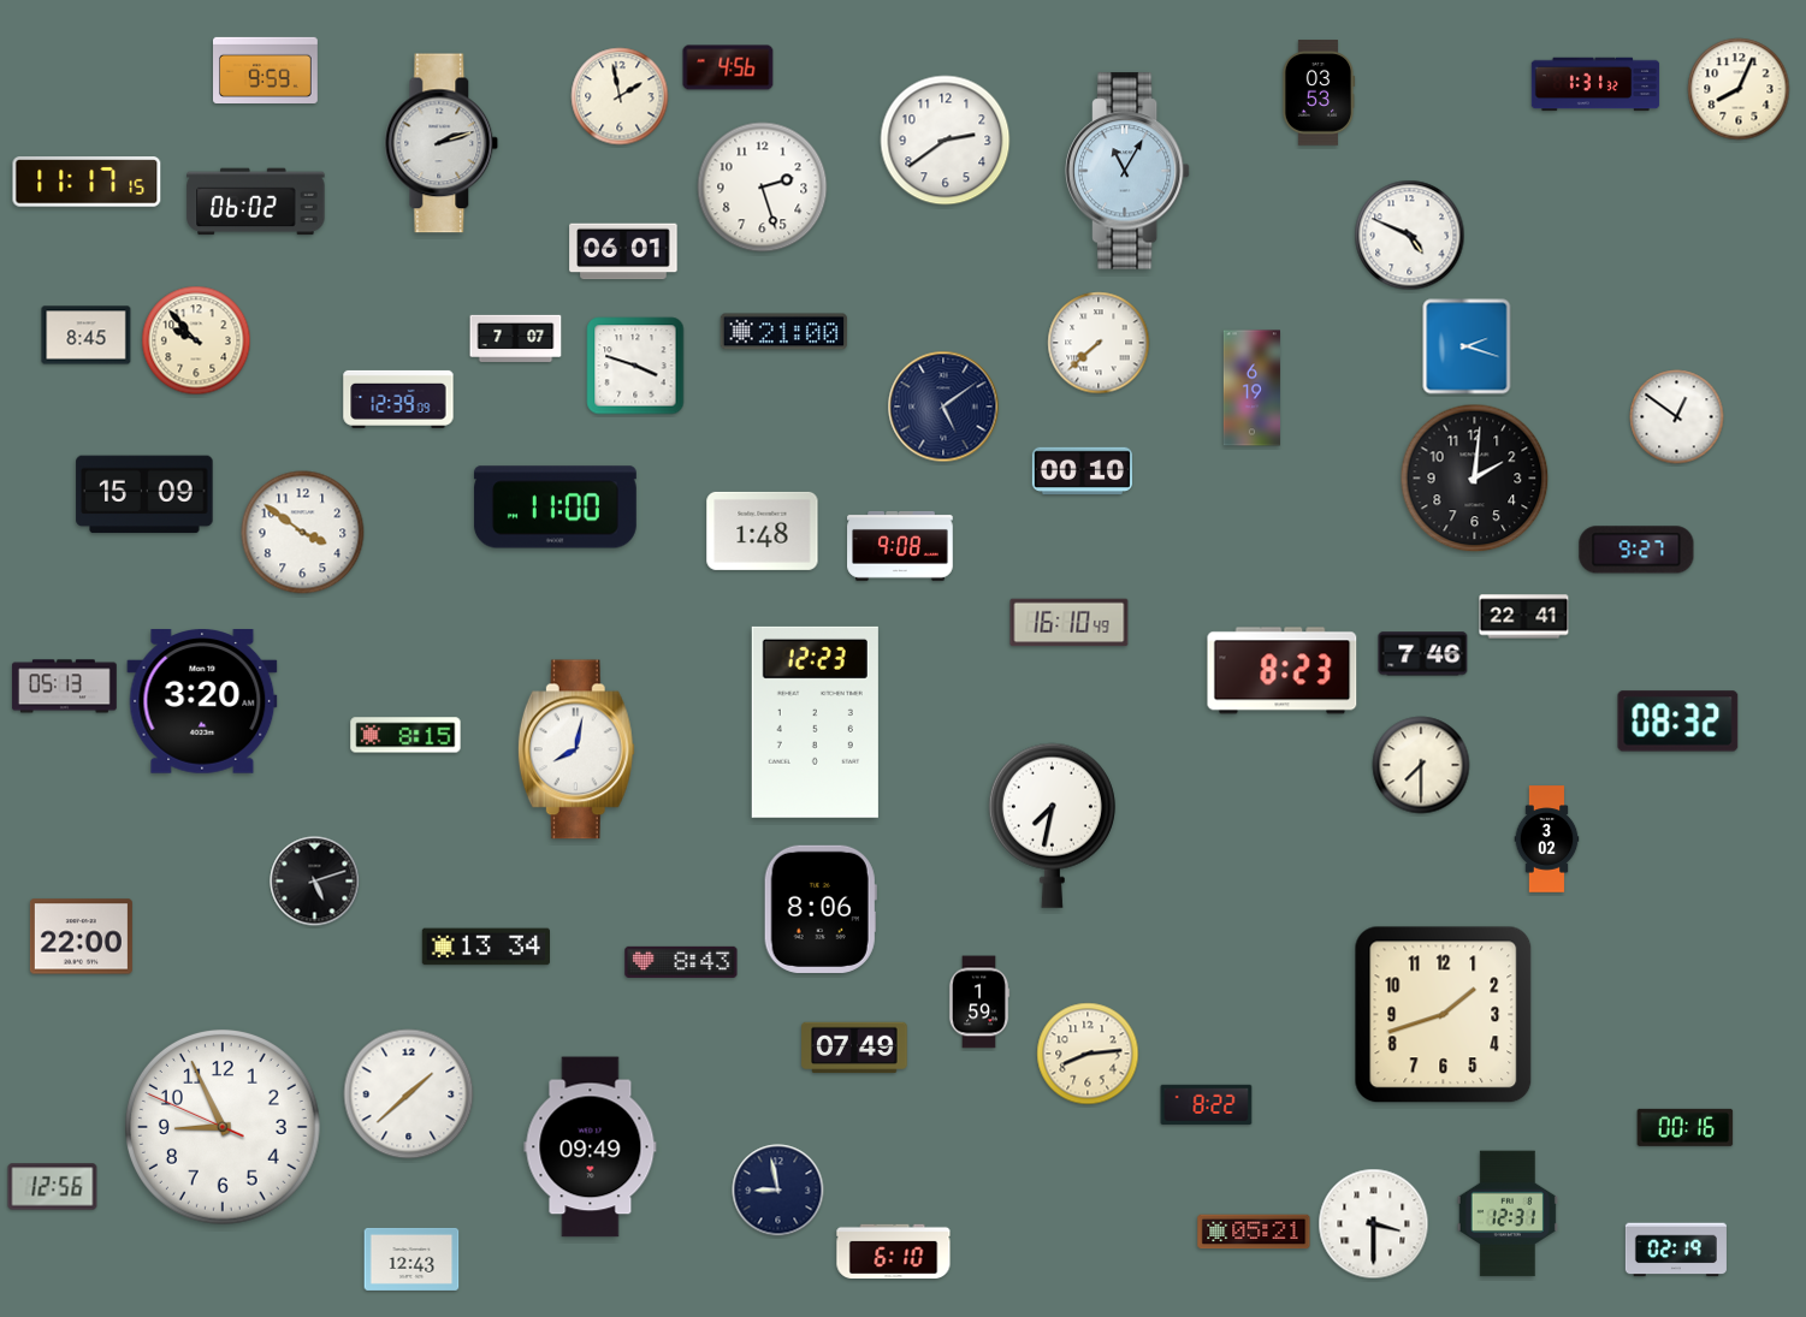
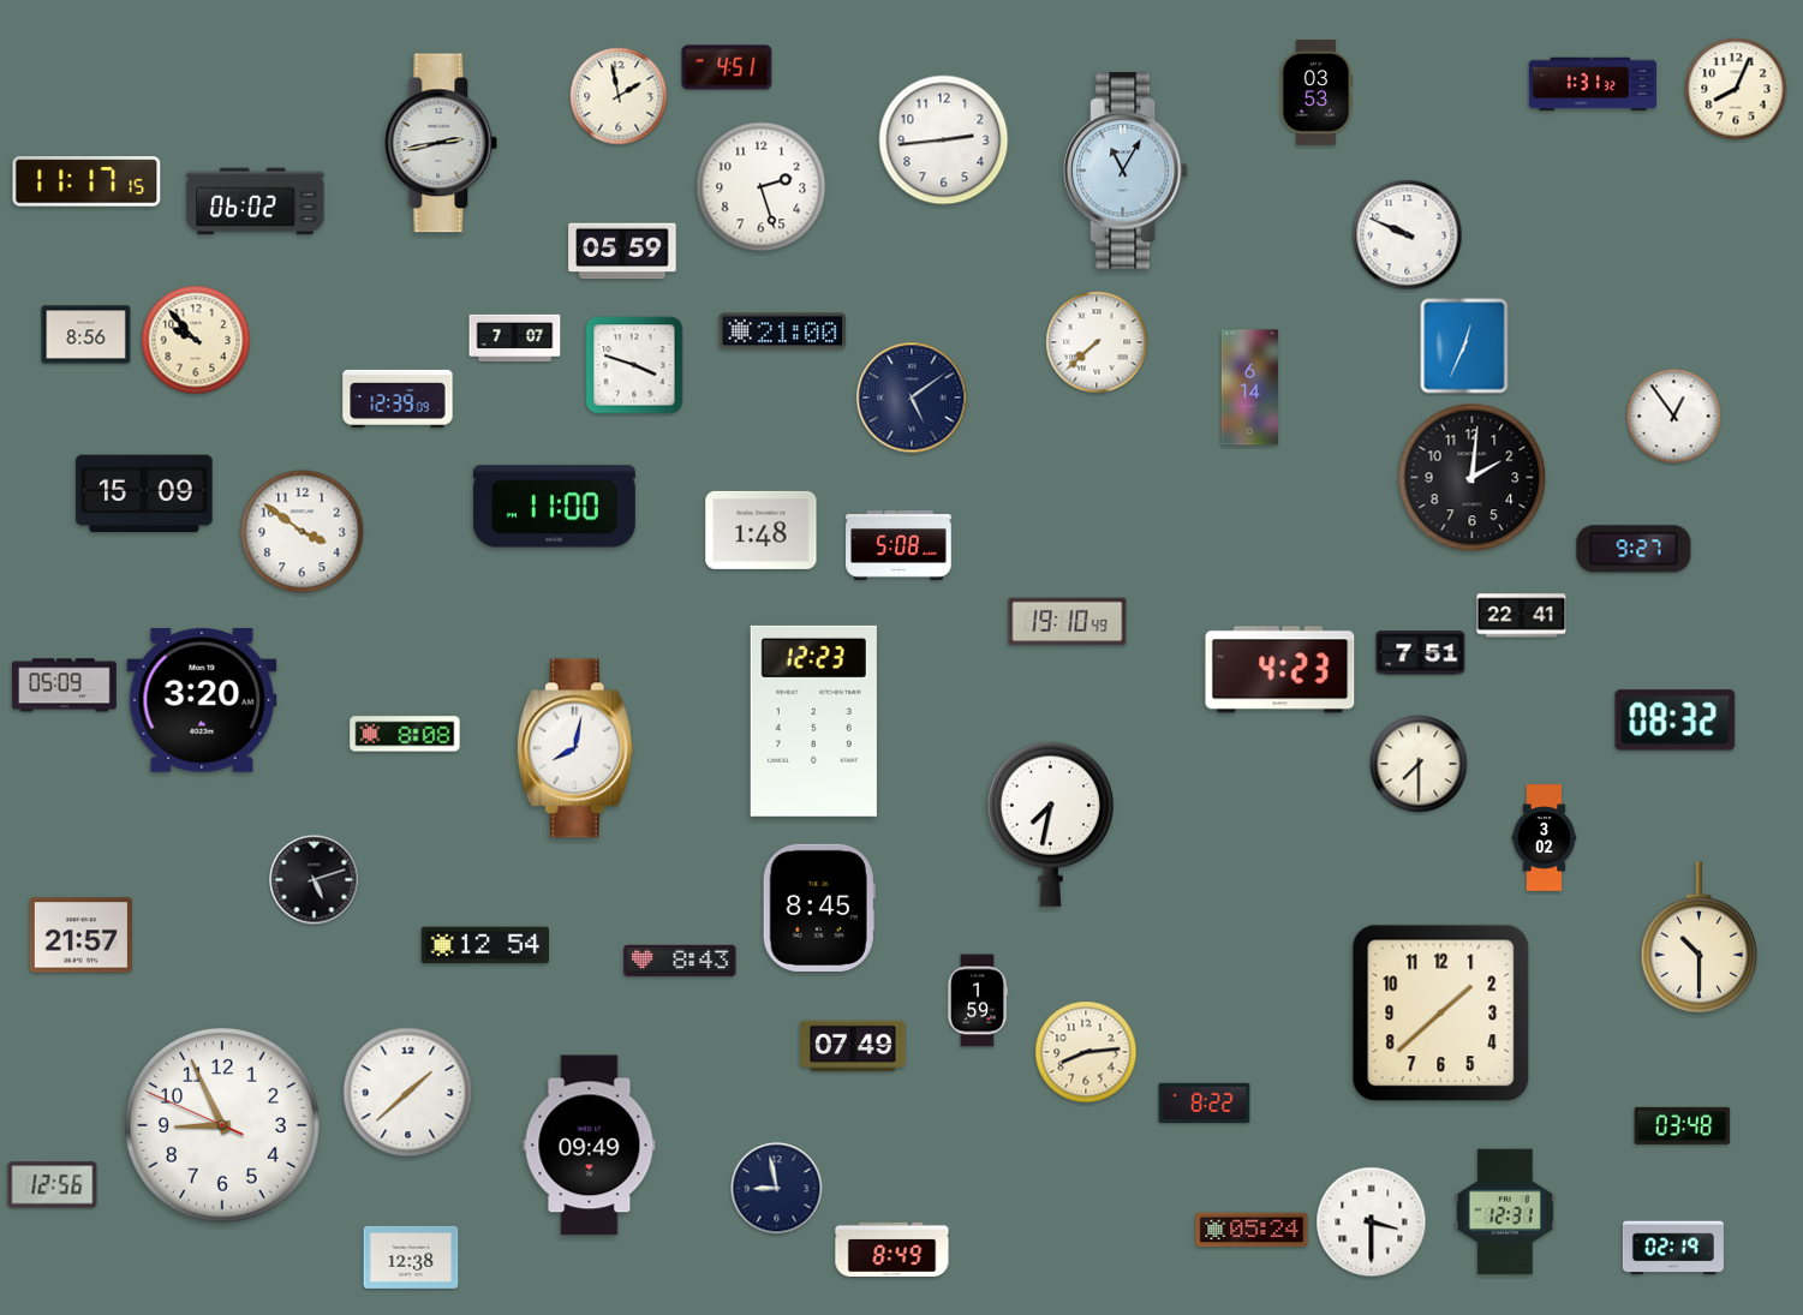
clock at (728, 67): 4:56 -> 4:51
clock at (266, 70): 9:59 -> none
clock at (946, 141): 2:39 -> 2:44
clock at (442, 143): 2:12 -> 2:43
clock at (1410, 236): 4:49 -> 9:49
clock at (623, 251): 06:01 -> 05:59
clock at (87, 336): 8:45 -> 8:56
clock at (1467, 346): 2:18 -> 12:34
clock at (1251, 388): 6:19 -> 6:14
clock at (943, 407) position: (943, 407) -> (912, 398)
clock at (1677, 417): 12:51 -> 12:54
clock at (1082, 470): 00:10 -> none
clock at (900, 546): 9:08 -> 5:08
clock at (1070, 623): 16:10 -> 19:10
clock at (1423, 654): 7:46 -> 7:51
clock at (1283, 671): 8:23 -> 4:23
clock at (65, 687): 05:13 -> 05:09
clock at (405, 735): 8:15 -> 8:08
clock at (821, 909): 8:06 -> 8:45
clock at (81, 937): 22:00 -> 21:57
clock at (1700, 938): none -> 10:30
clock at (485, 947): 13:34 -> 12:54
clock at (1444, 1015): 1:42 -> 1:38
clock at (1686, 1127): 00:16 -> 03:48
clock at (1254, 1232): 05:21 -> 05:24
clock at (894, 1251): 6:10 -> 8:49
clock at (411, 1259): 12:43 -> 12:38
